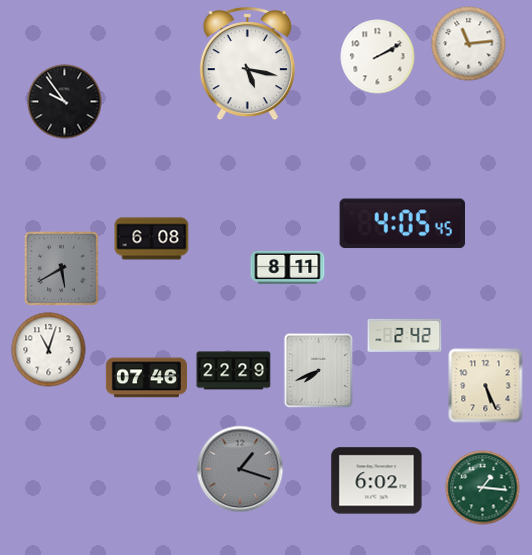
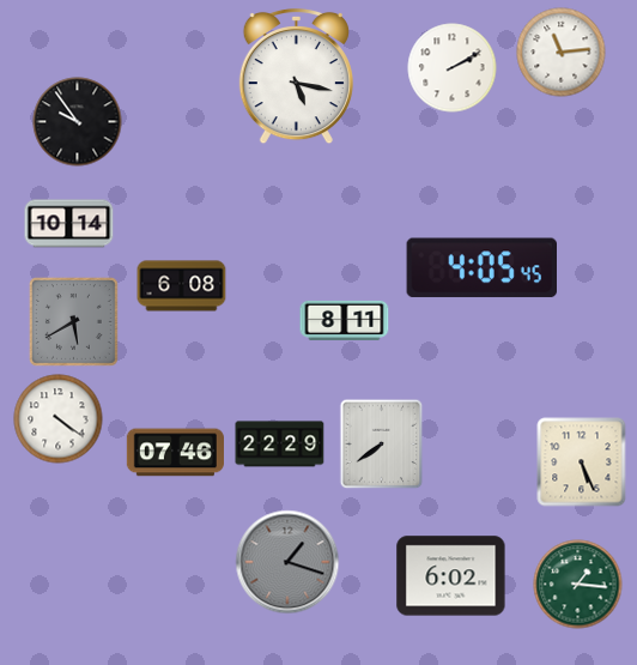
clock at (69, 224): none -> 10:14
clock at (405, 335): 2:42 -> none
clock at (49, 350): 11:03 -> 4:21
clock at (319, 371): 7:41 -> 7:39
